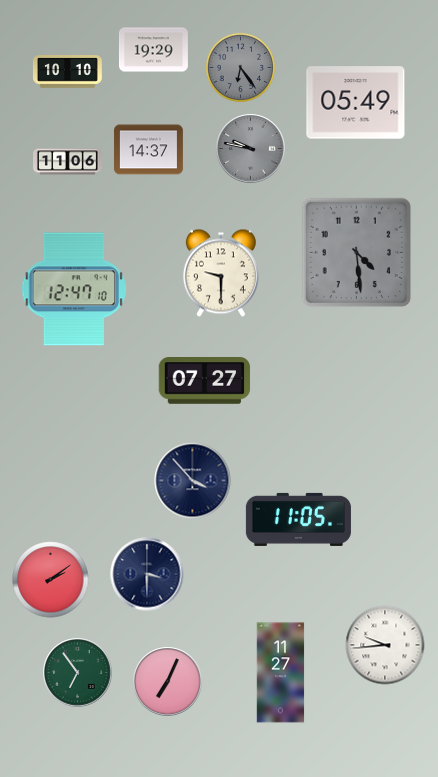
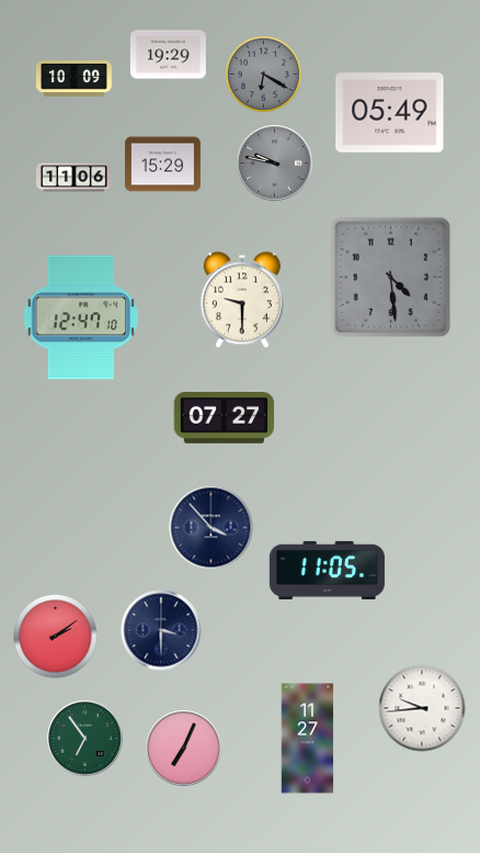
clock at (241, 68): 6:24 -> 6:20
clock at (67, 72): 10:10 -> 10:09
clock at (148, 150): 14:37 -> 15:29
